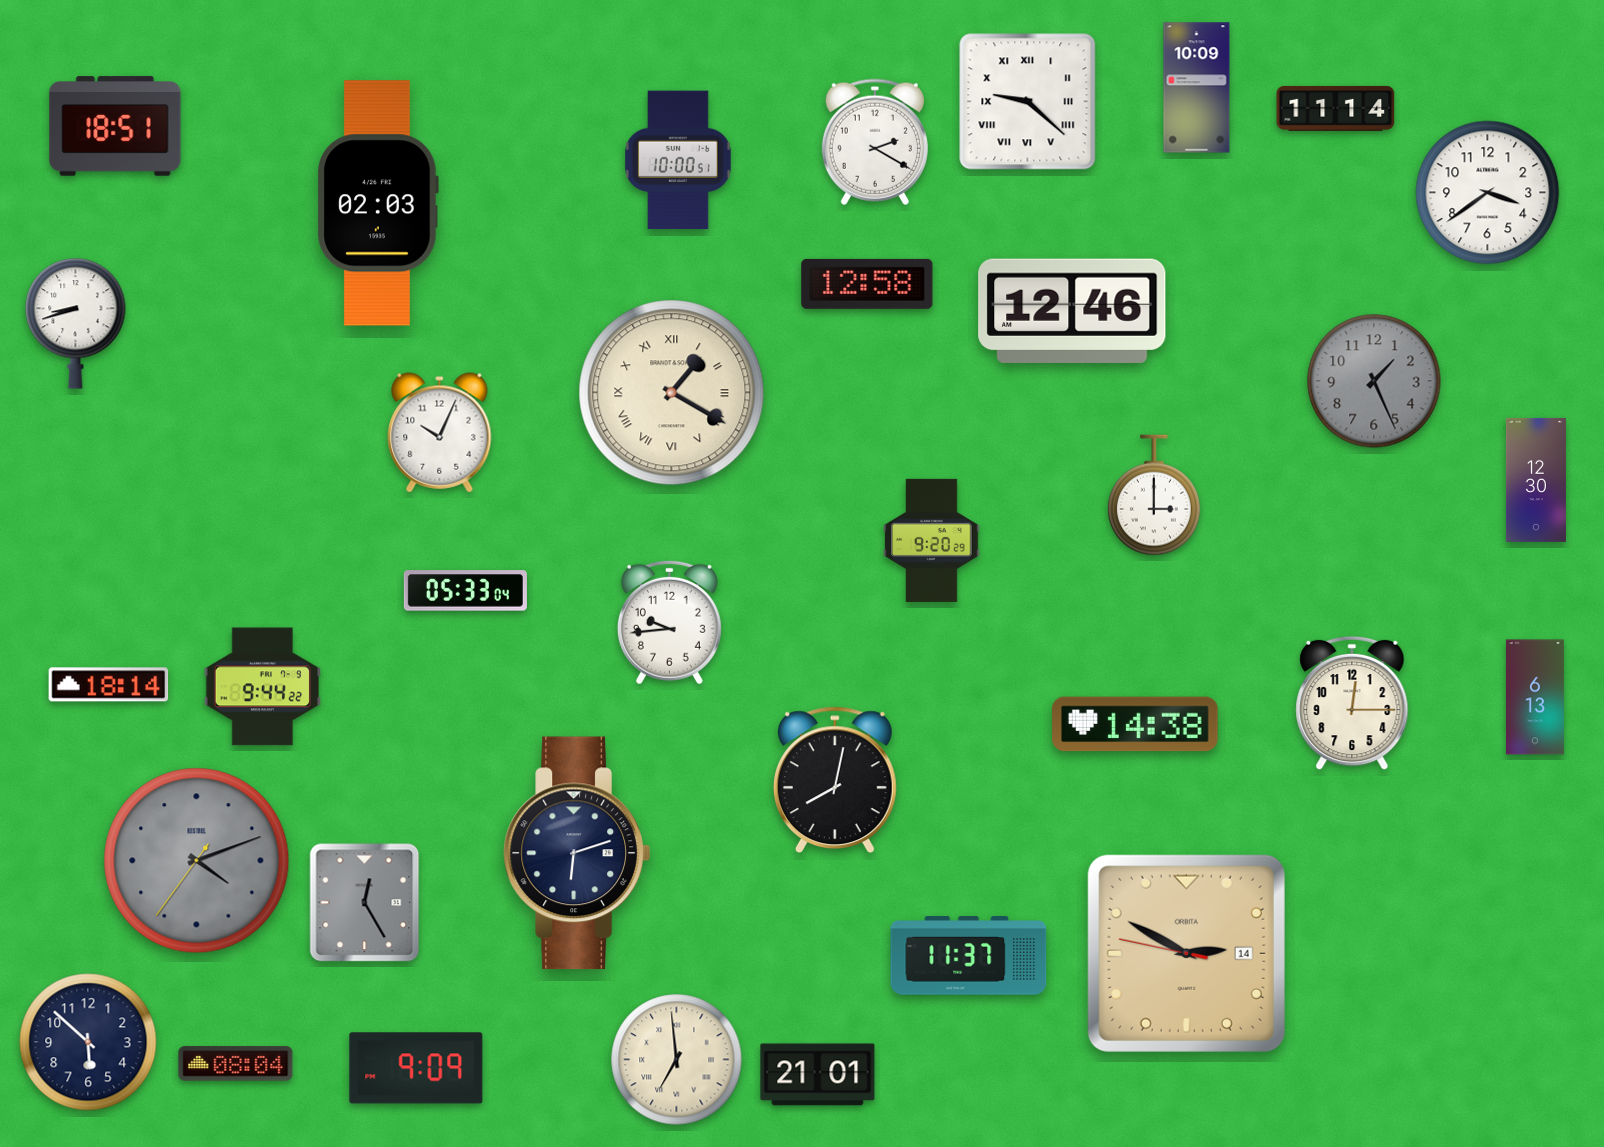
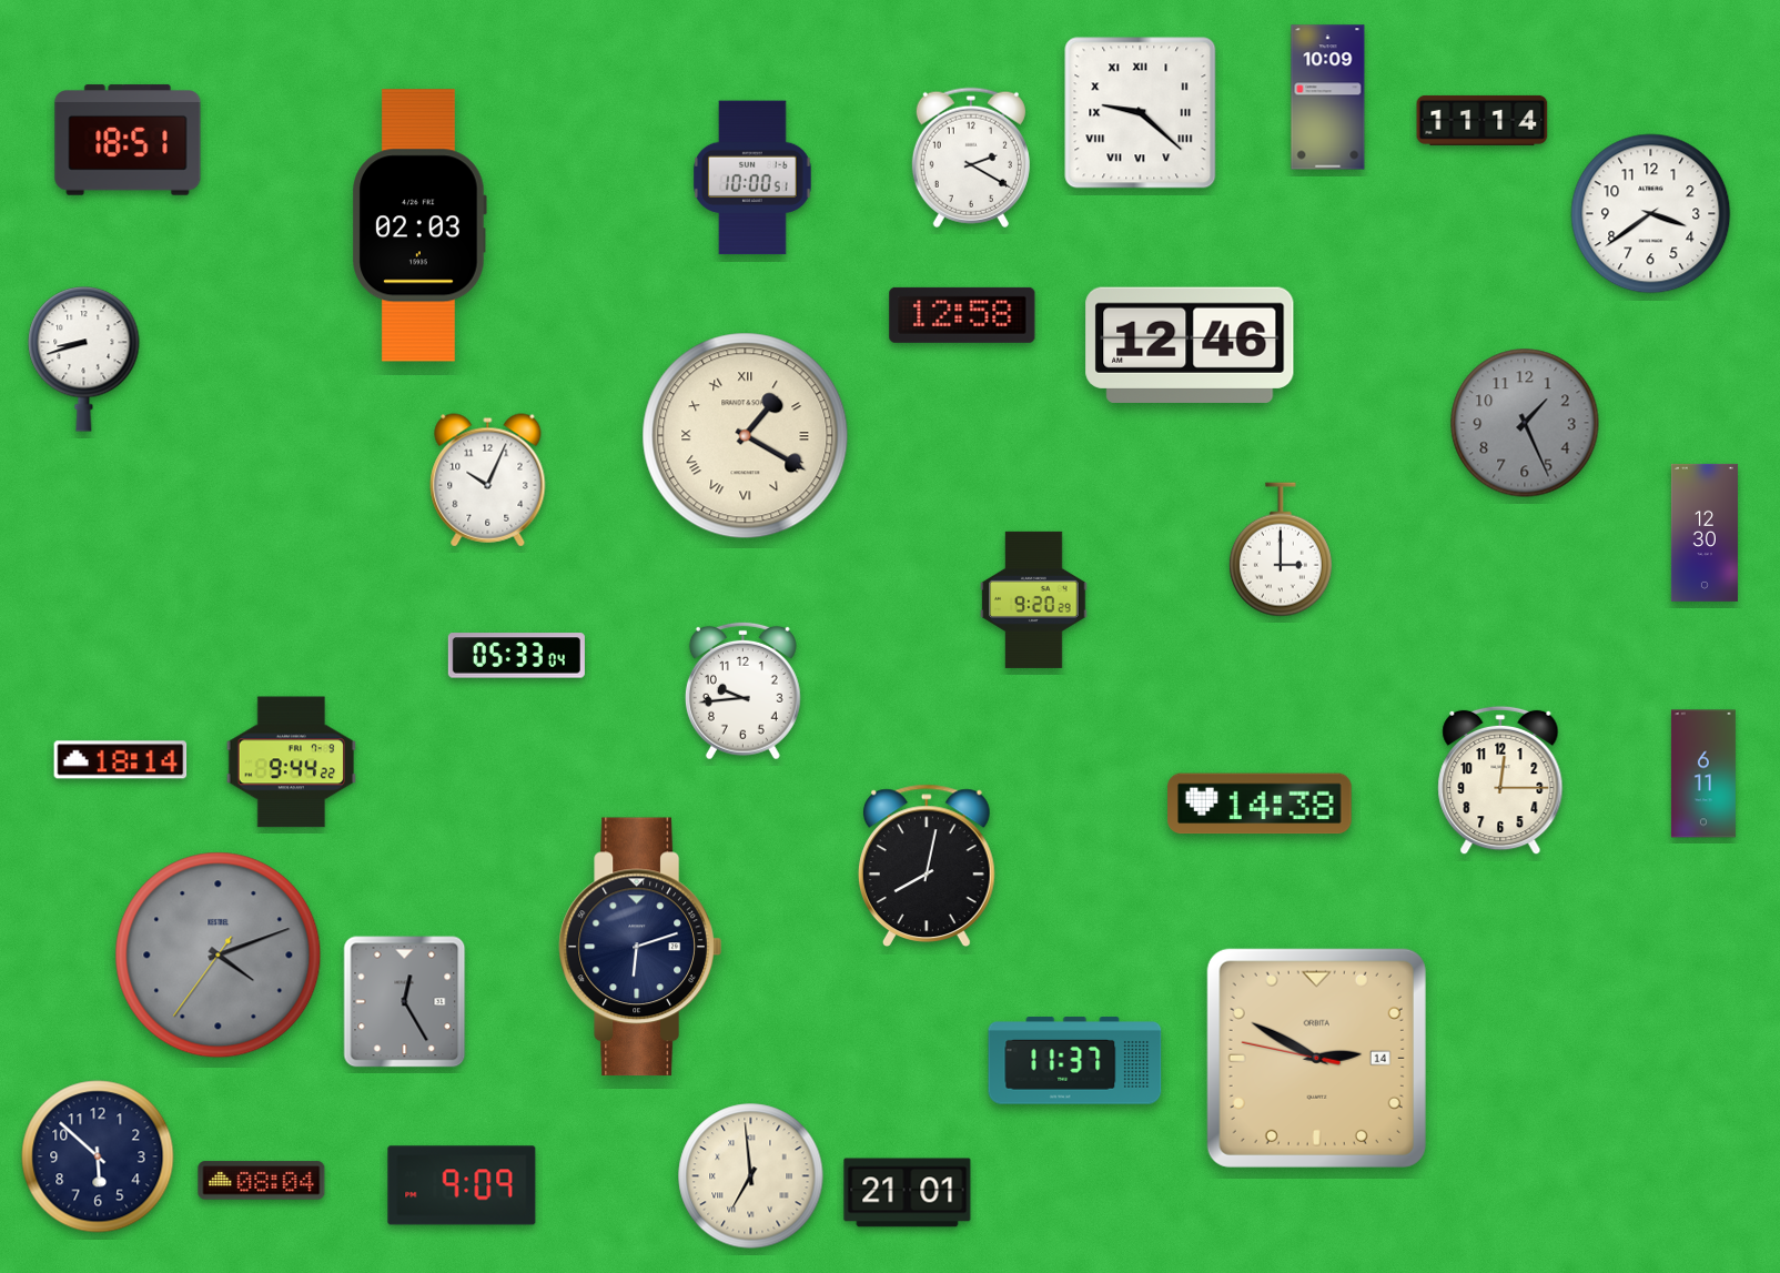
clock at (1535, 697): 6:13 -> 6:11
